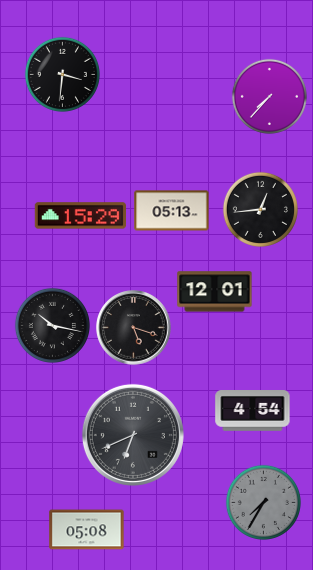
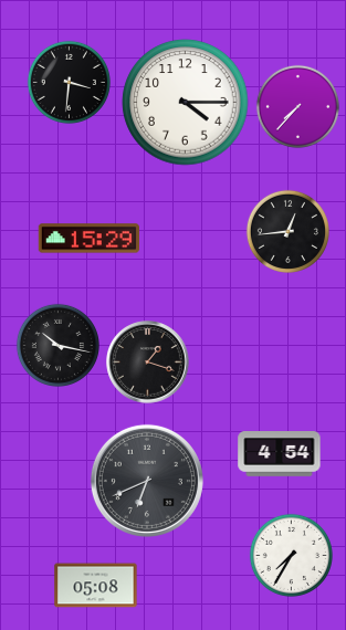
clock at (186, 103): none -> 4:15
clock at (172, 211): 05:13 -> none
clock at (215, 292): 12:01 -> none
clock at (52, 325) position: (52, 325) -> (57, 345)
clock at (134, 328): 5:18 -> 1:18
clock at (263, 502) dial: grey -> white
